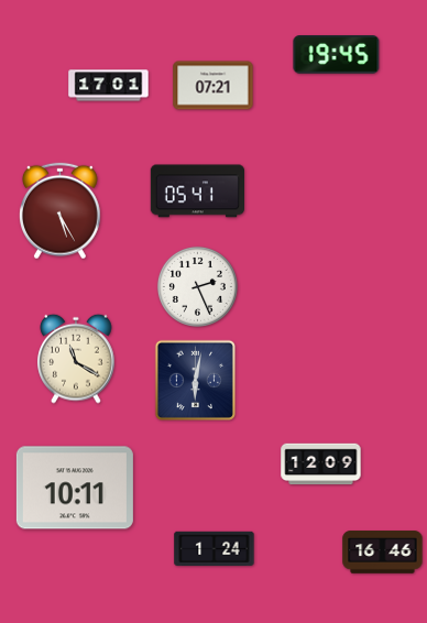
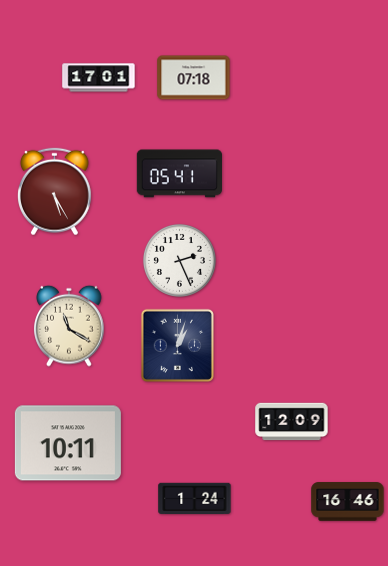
clock at (337, 55): 19:45 -> none
clock at (214, 86): 07:21 -> 07:18
clock at (195, 380): 6:02 -> 1:03
